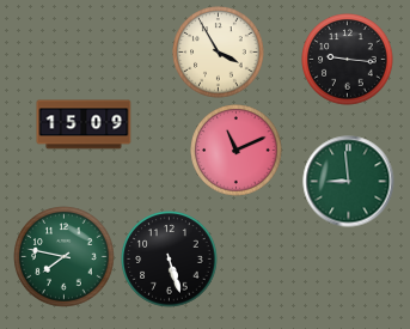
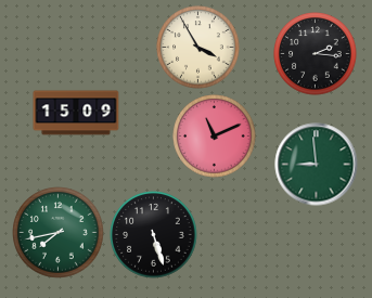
clock at (348, 60): 9:16 -> 2:16
clock at (65, 257): 7:47 -> 7:43
